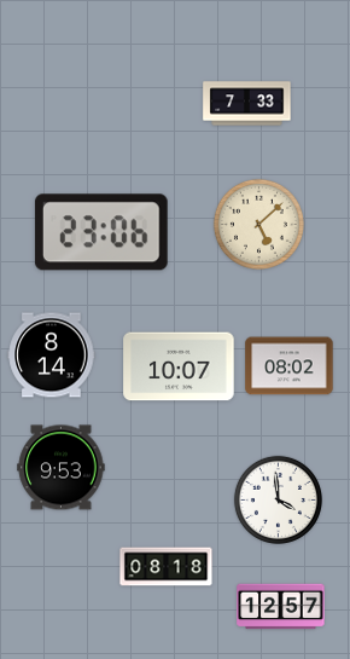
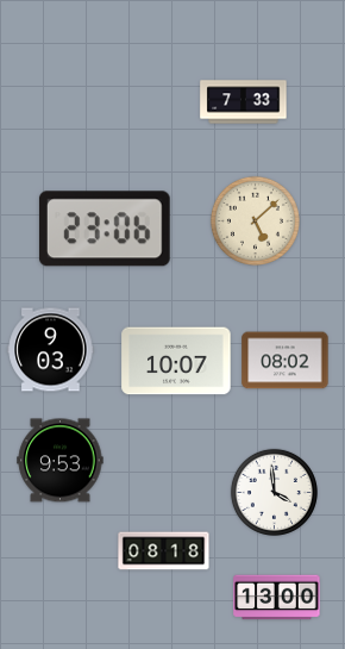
clock at (101, 232) position: (101, 232) -> (105, 229)
clock at (52, 355): 8:14 -> 9:03
clock at (167, 567) position: (167, 567) -> (164, 551)
clock at (281, 607): 12:57 -> 13:00
